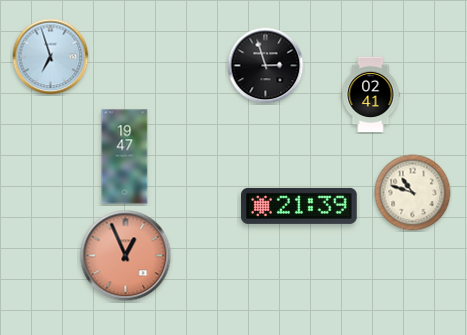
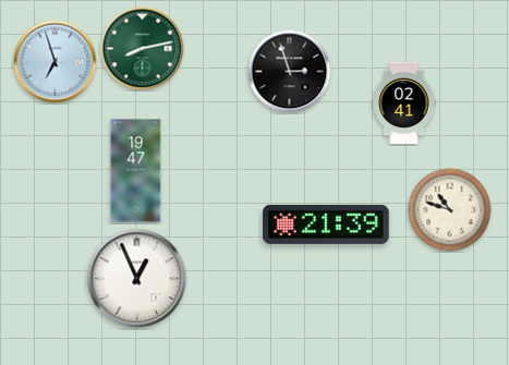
clock at (143, 49): none -> 8:13
clock at (126, 256) dial: salmon -> white
